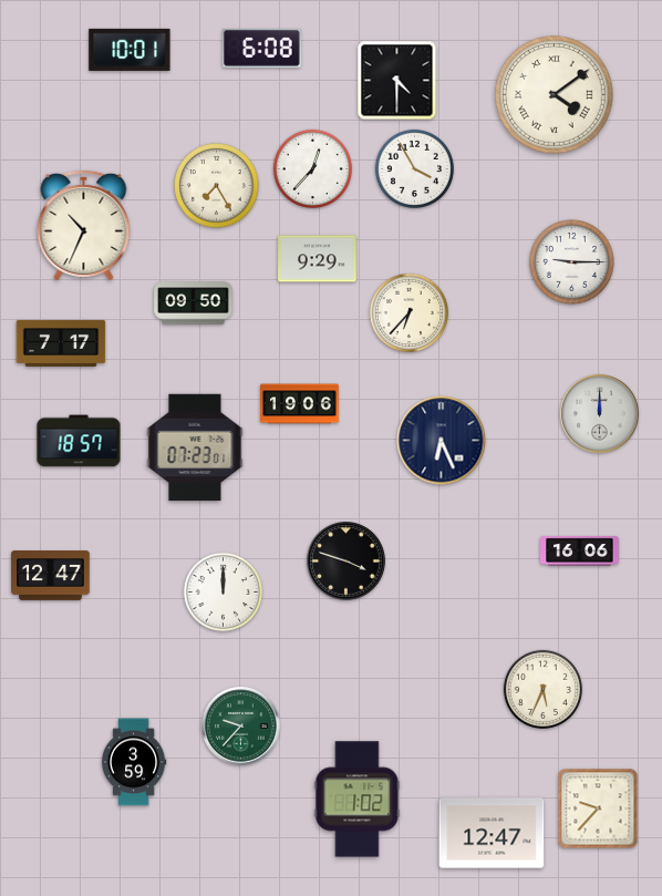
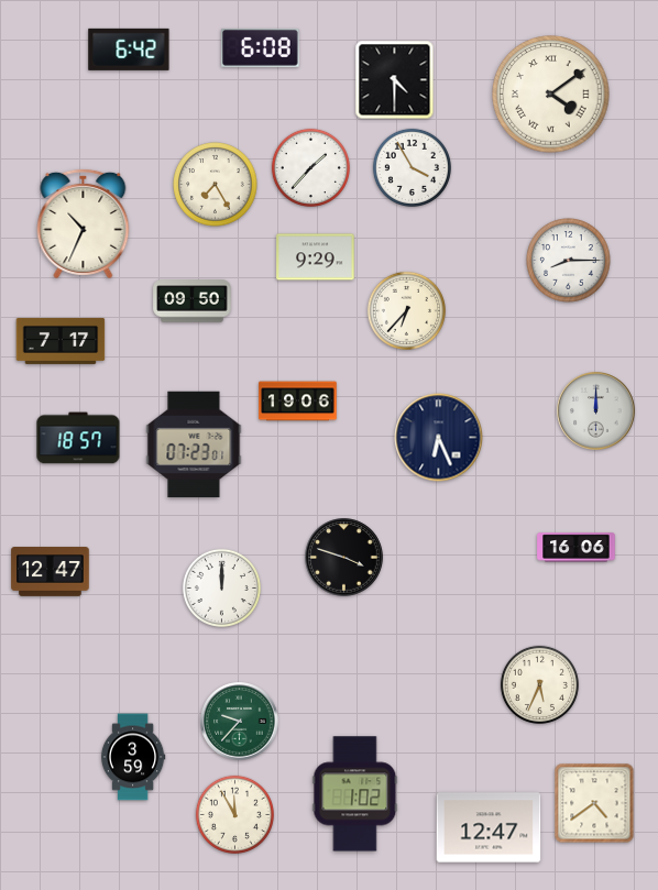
clock at (130, 50): 10:01 -> 6:42
clock at (312, 168): 12:37 -> 1:37
clock at (572, 262): 9:15 -> 8:15
clock at (598, 809): 9:37 -> 4:39
clock at (234, 814): none -> 11:55
